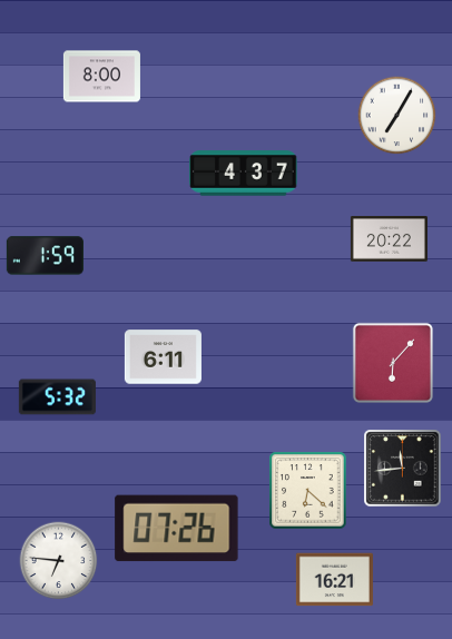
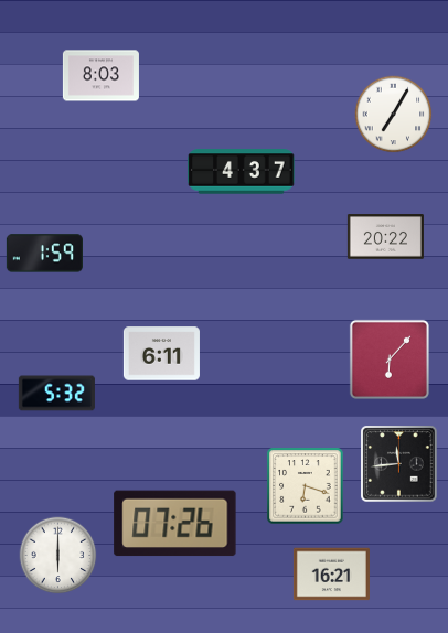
clock at (101, 77): 8:00 -> 8:03
clock at (308, 491): 6:22 -> 6:18
clock at (59, 561): 6:46 -> 6:00
